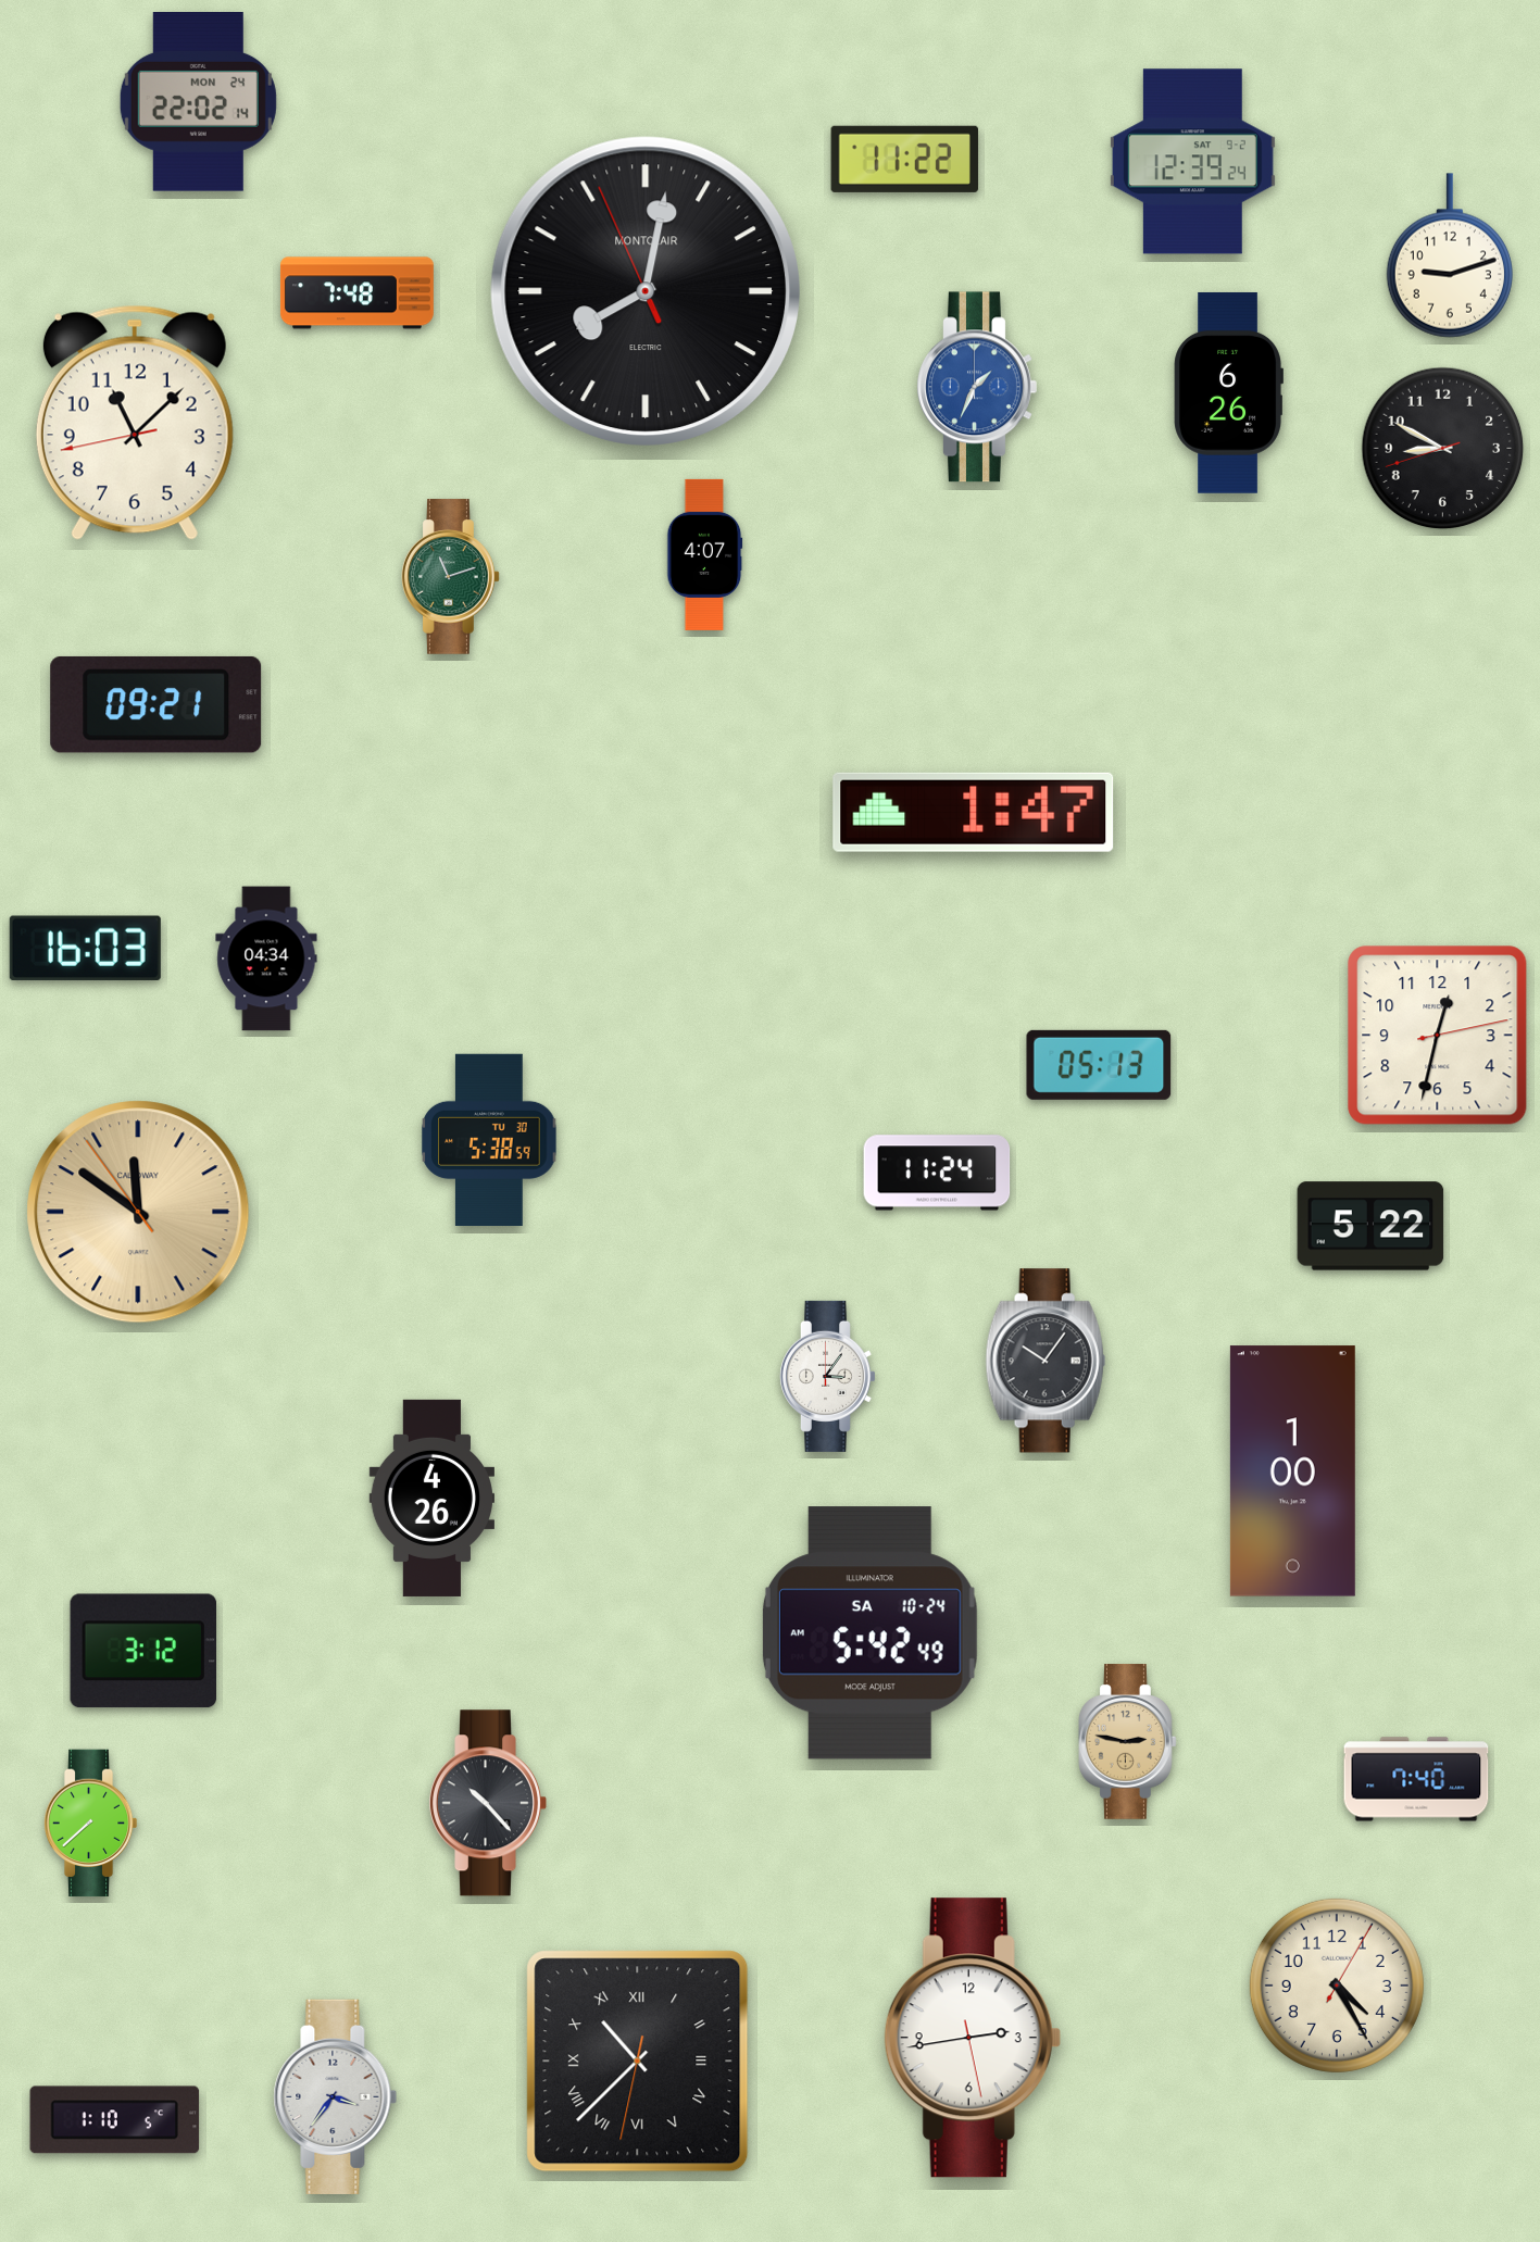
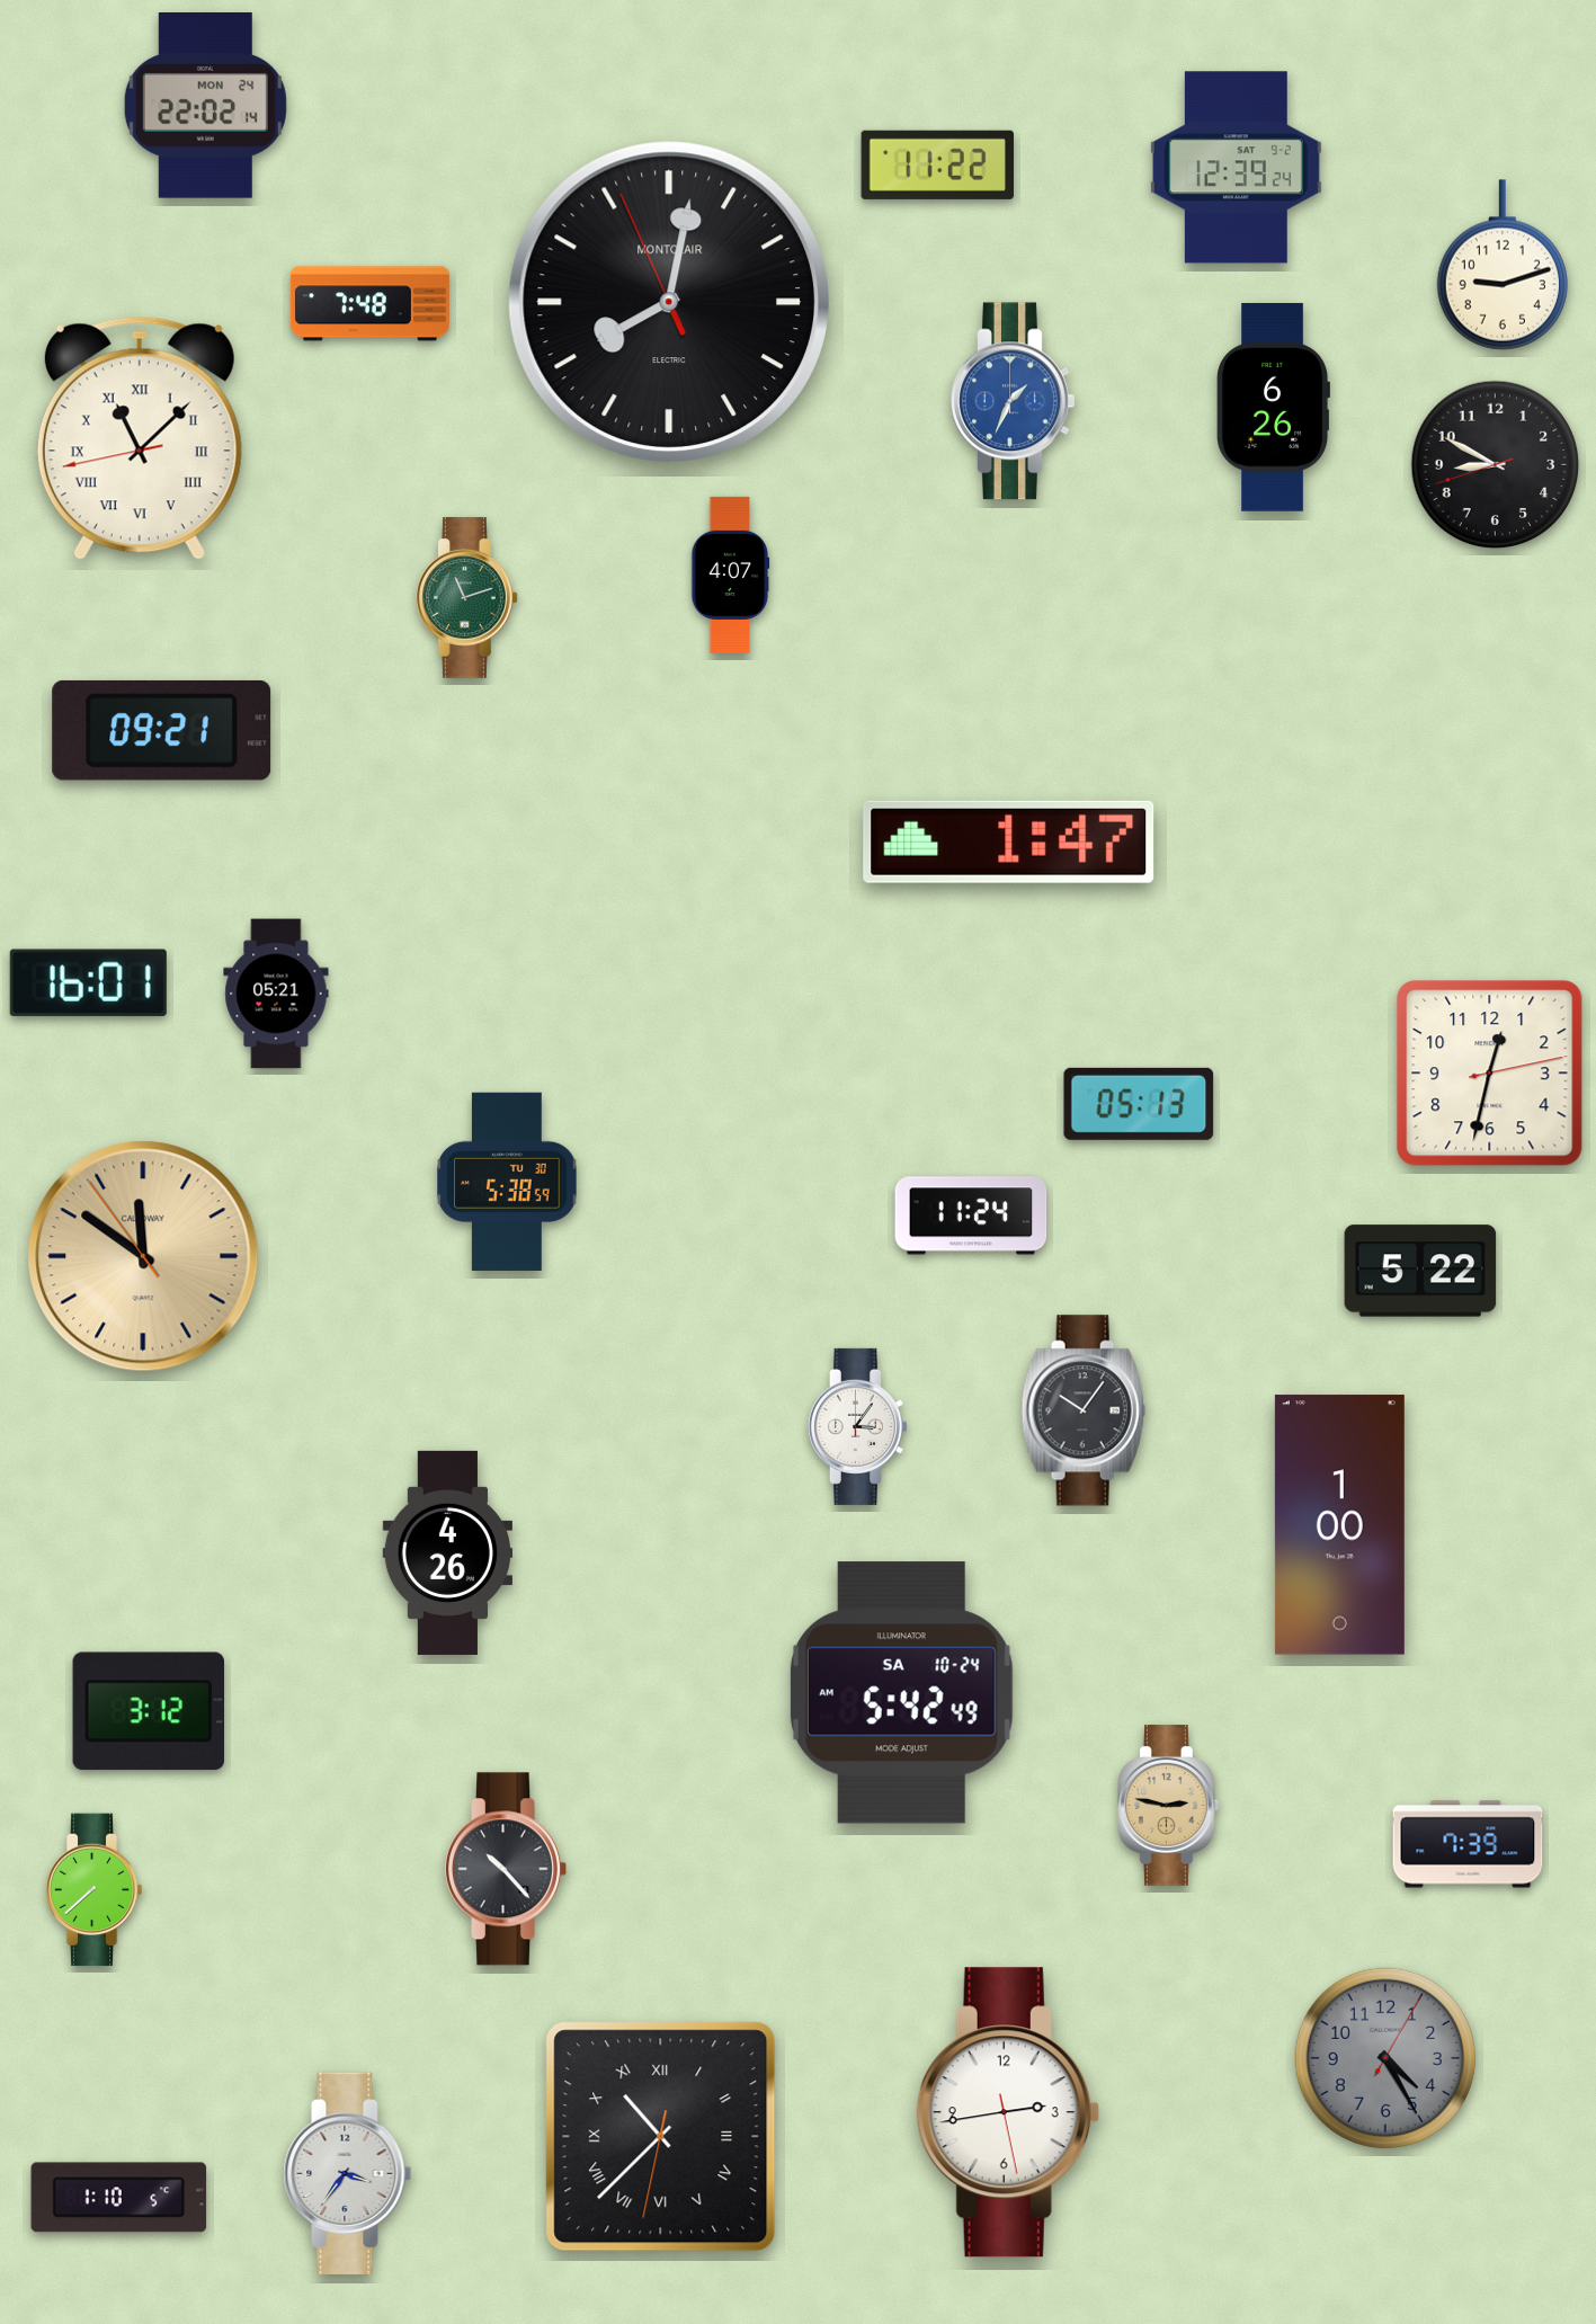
clock at (135, 423) numerals: Arabic -> Roman
clock at (85, 948): 16:03 -> 16:01
clock at (266, 959): 04:34 -> 05:21
clock at (1416, 1779): 7:40 -> 7:39
clock at (1337, 1986) dial: cream -> grey
